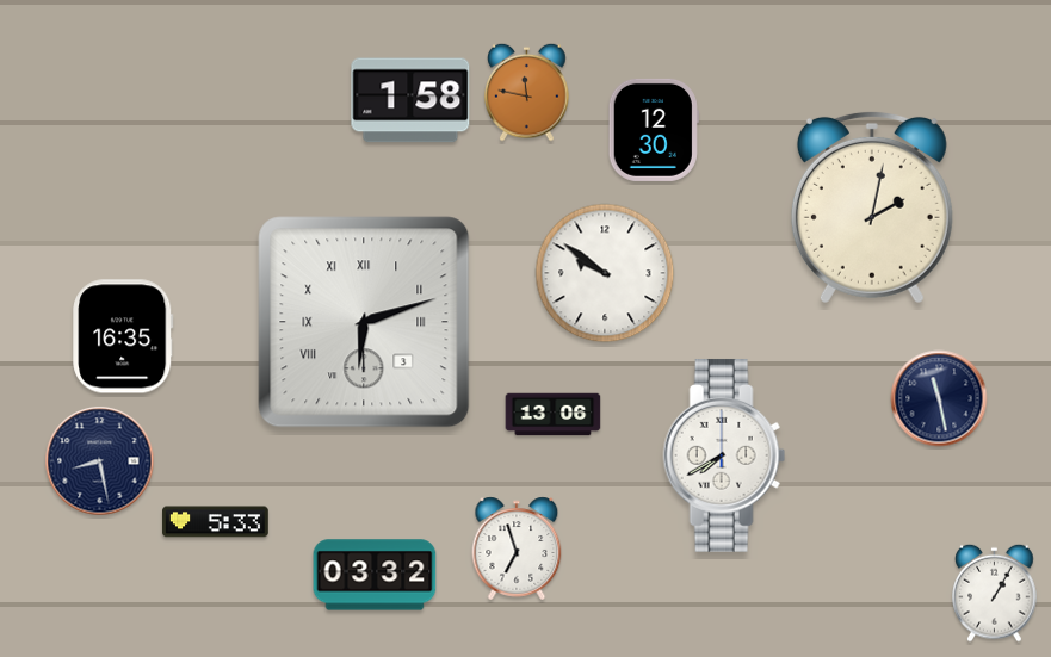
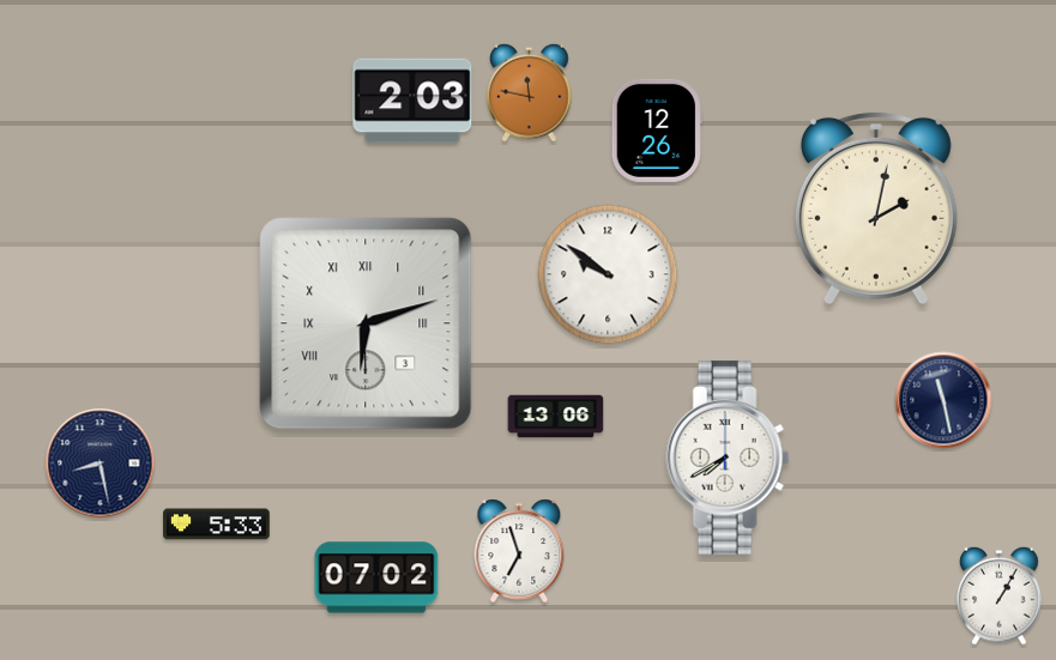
clock at (410, 100): 1:58 -> 2:03
clock at (654, 130): 12:30 -> 12:26
clock at (123, 336): 16:35 -> none
clock at (375, 575): 03:32 -> 07:02
